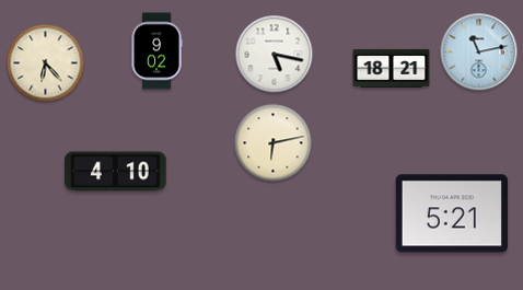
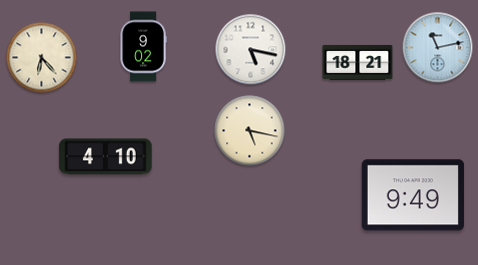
clock at (274, 143): 6:13 -> 5:17
clock at (452, 213): 5:21 -> 9:49
